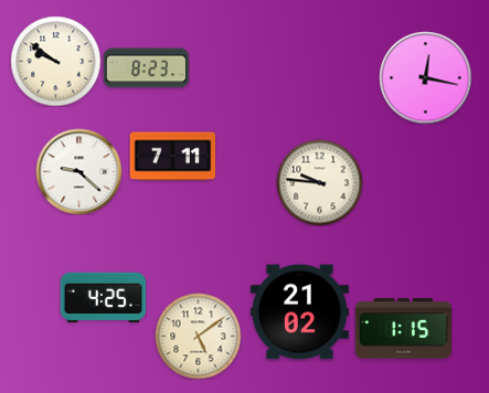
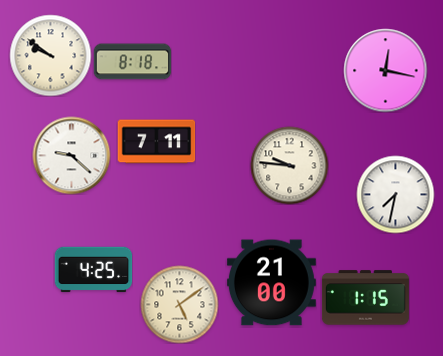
clock at (146, 68): 8:23 -> 8:18
clock at (395, 194): none -> 7:32
clock at (299, 312): 21:02 -> 21:00
